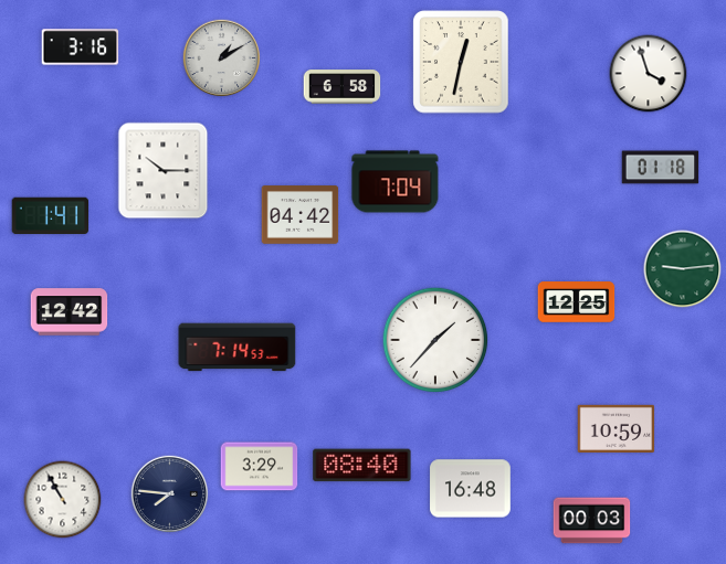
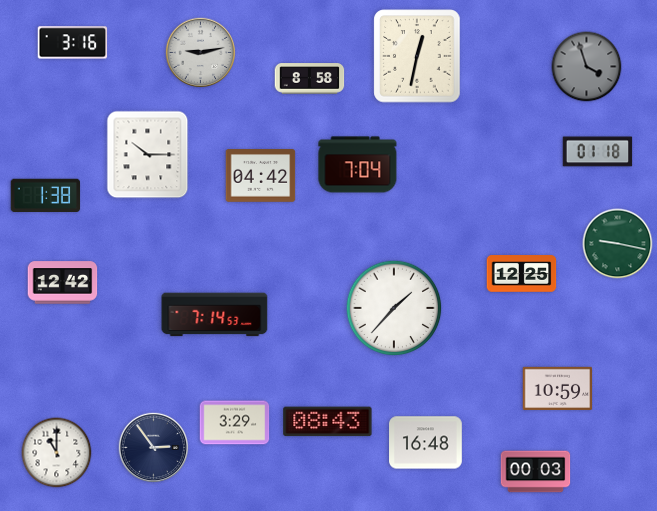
clock at (222, 58): 1:10 -> 9:13
clock at (649, 74) dial: white -> grey
clock at (343, 87): 6:58 -> 8:58
clock at (51, 215): 1:41 -> 1:38
clock at (301, 215) position: (301, 215) -> (261, 176)
clock at (683, 269): 9:14 -> 9:17
clock at (362, 466): 08:40 -> 08:43
clock at (170, 494): 7:46 -> 2:54
clock at (63, 500): 10:55 -> 11:00
